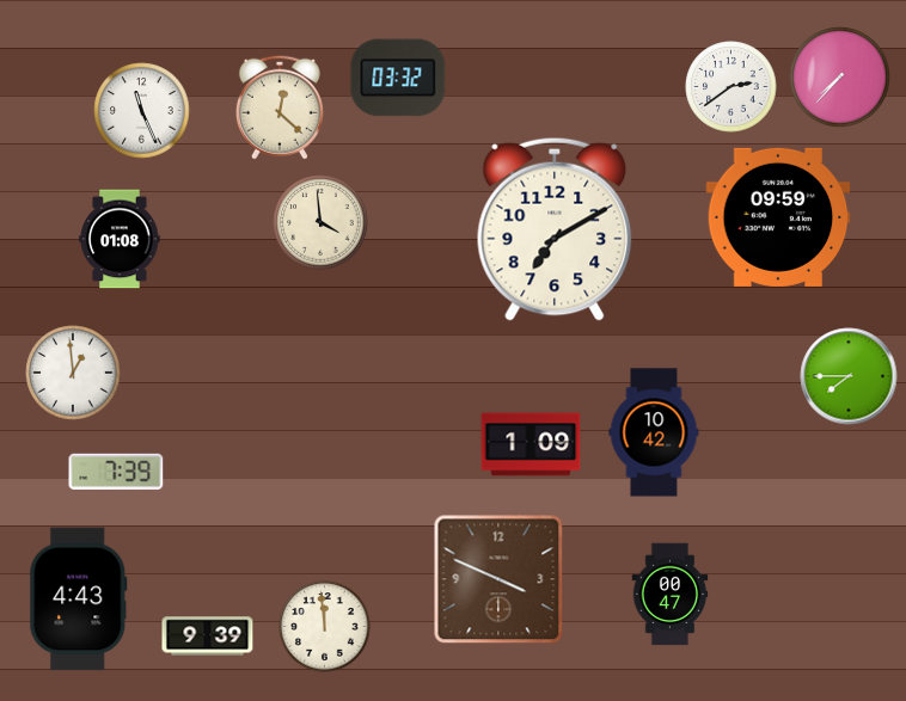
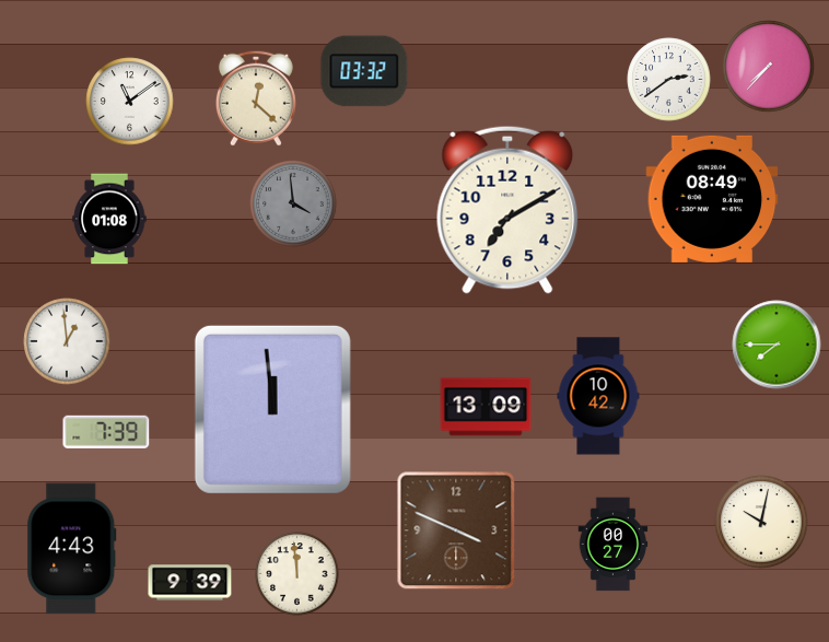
clock at (840, 78) position: (840, 78) -> (769, 67)
clock at (142, 111): 11:26 -> 11:09
clock at (778, 217): 09:59 -> 08:49
clock at (320, 222) dial: cream -> grey
clock at (531, 444): 1:09 -> 13:09
clock at (272, 409): none -> 11:59
clock at (761, 522): none -> 10:02
clock at (671, 595): 00:47 -> 00:27
